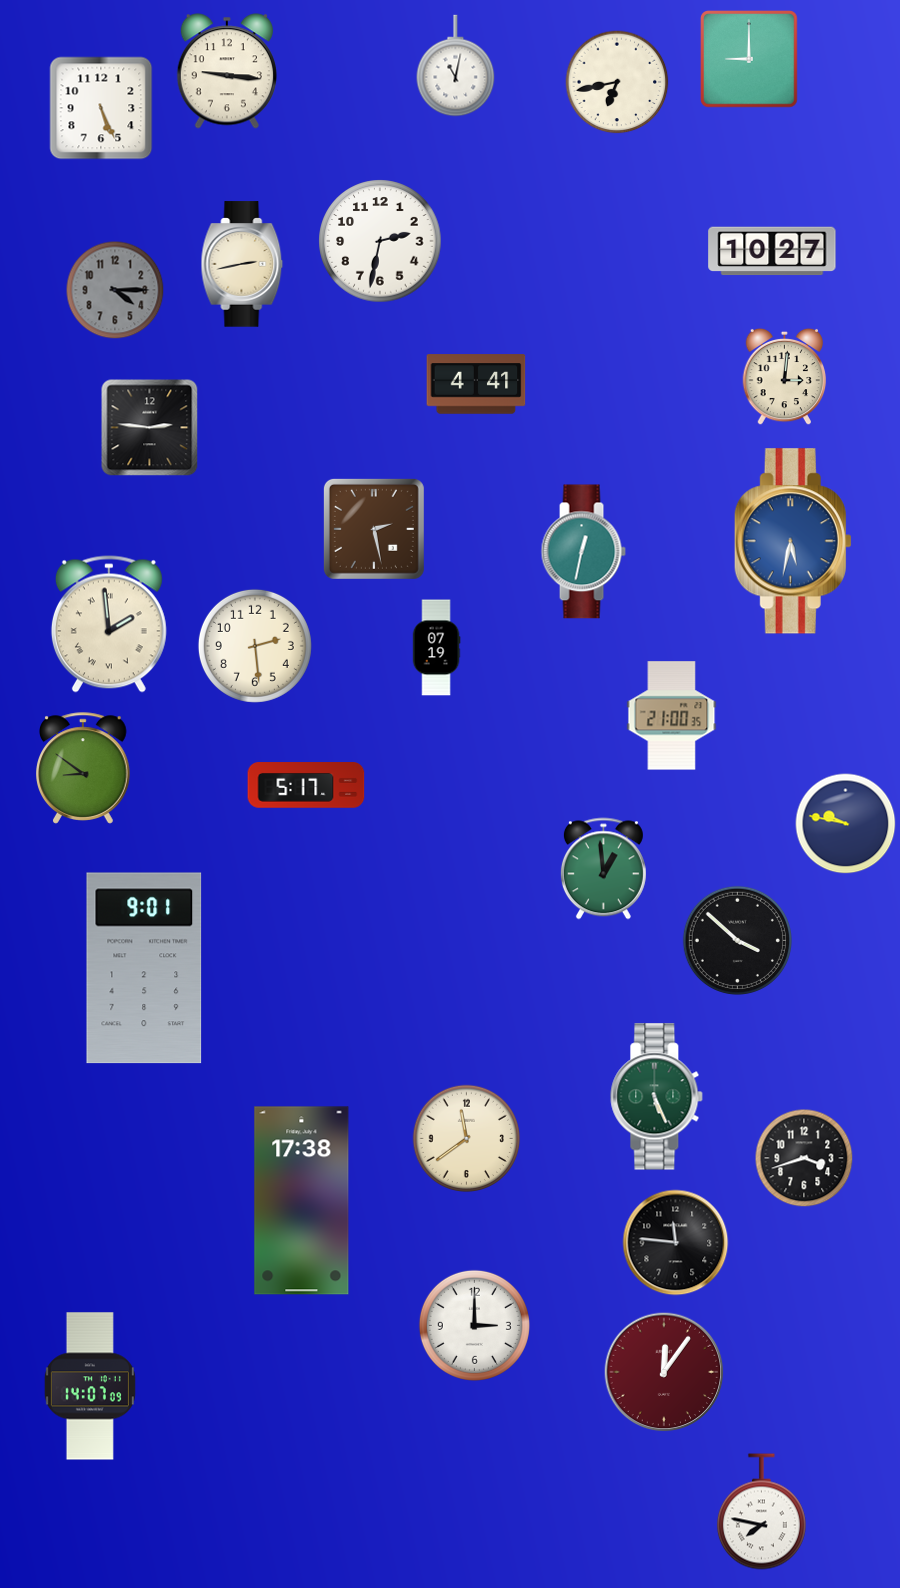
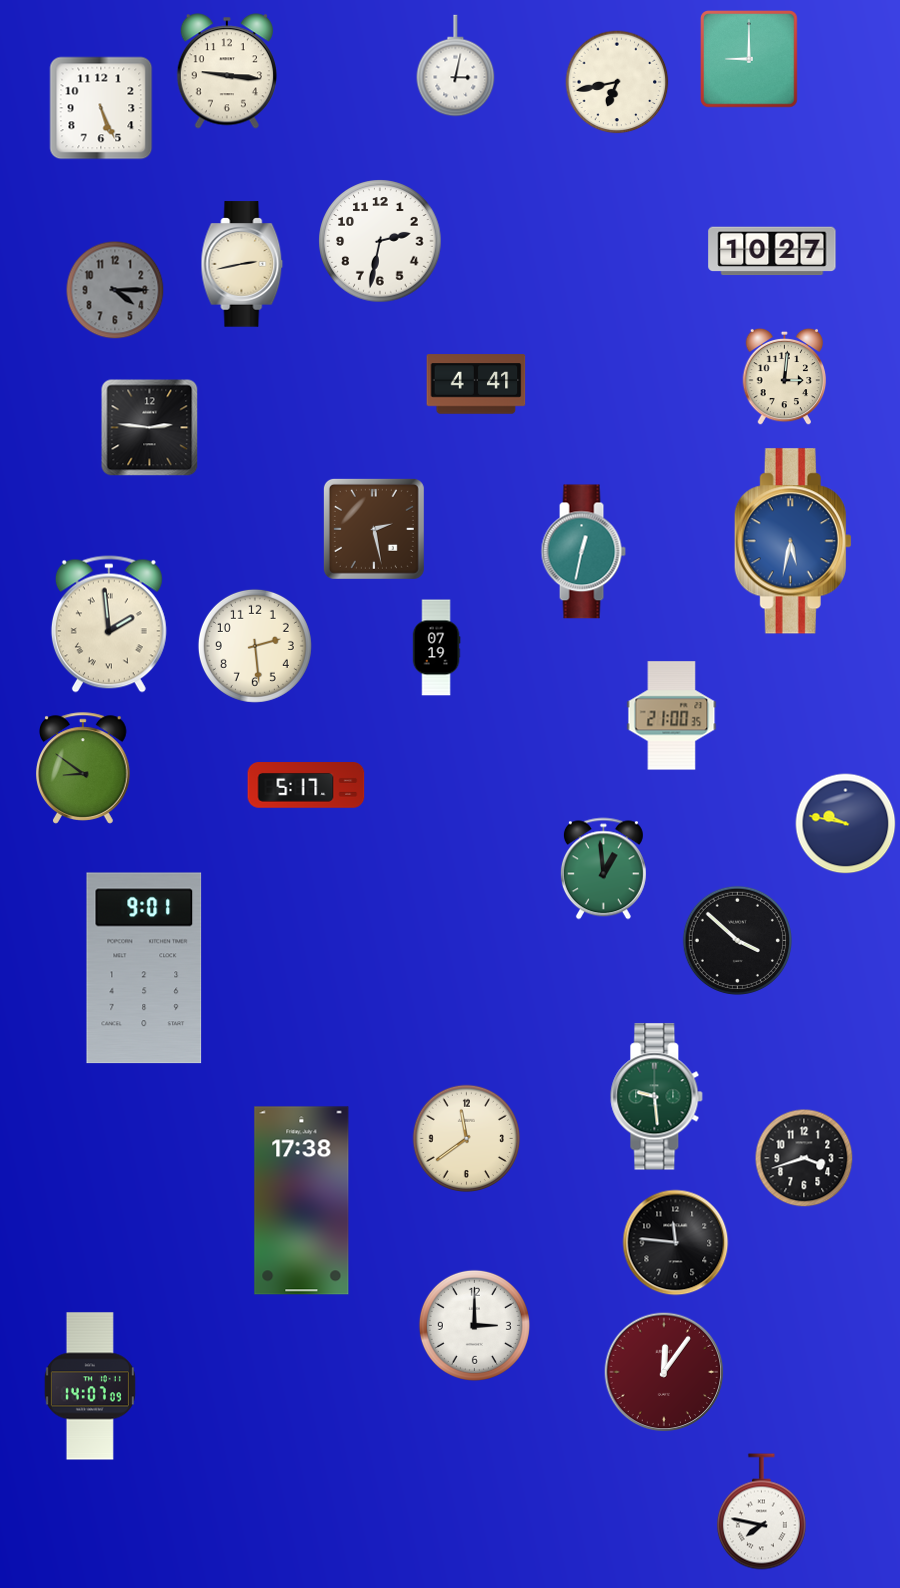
clock at (456, 66): 11:02 -> 3:02
clock at (657, 1097): 5:26 -> 9:29
